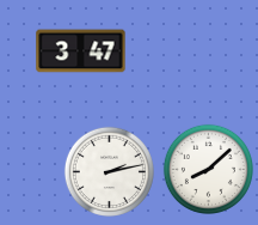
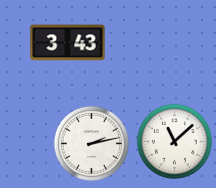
clock at (81, 51): 3:47 -> 3:43
clock at (208, 169): 8:08 -> 11:08
